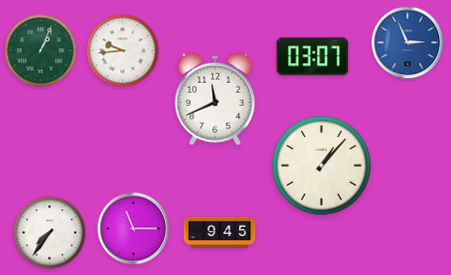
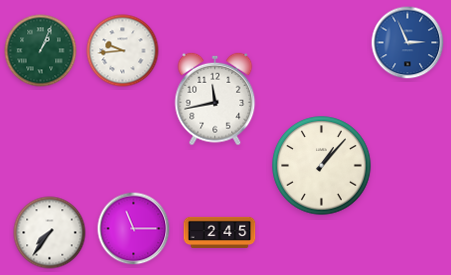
clock at (313, 57): 03:07 -> none
clock at (215, 99): 11:41 -> 11:43
clock at (220, 233): 9:45 -> 2:45
